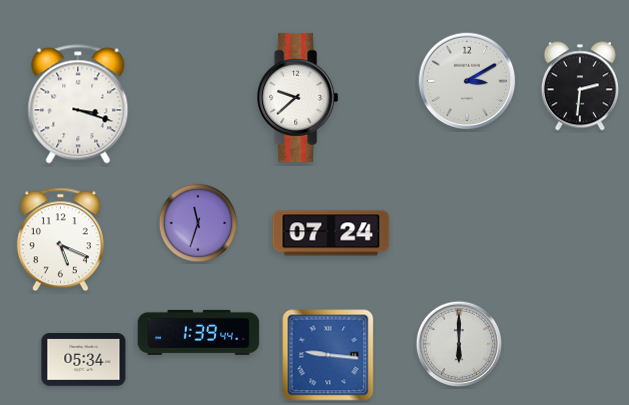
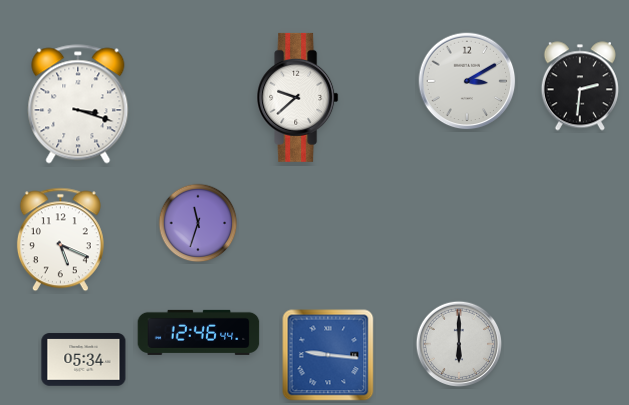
clock at (331, 233): 07:24 -> none
clock at (199, 332): 1:39 -> 12:46
